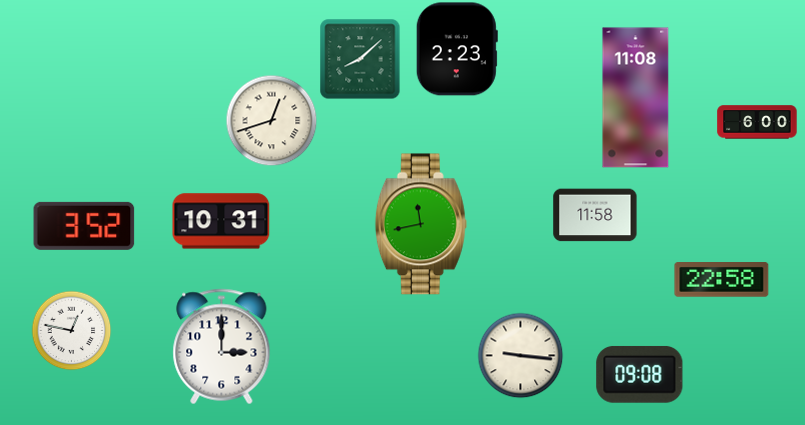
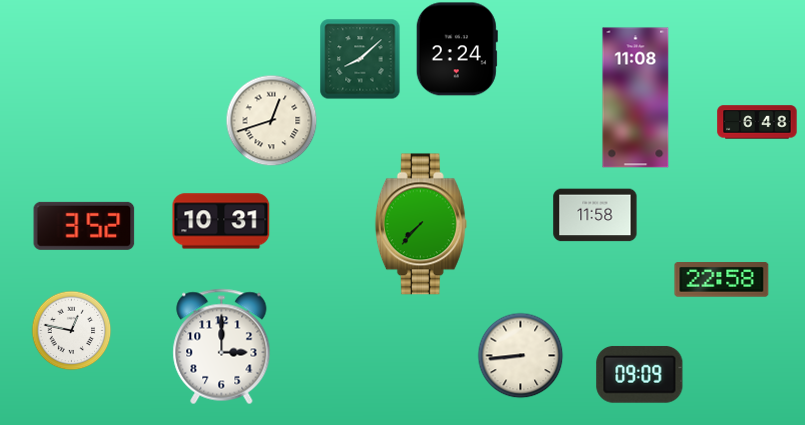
clock at (457, 49): 2:23 -> 2:24
clock at (757, 122): 6:00 -> 6:48
clock at (421, 224): 11:43 -> 7:37
clock at (520, 355): 9:16 -> 8:44
clock at (640, 375): 09:08 -> 09:09
